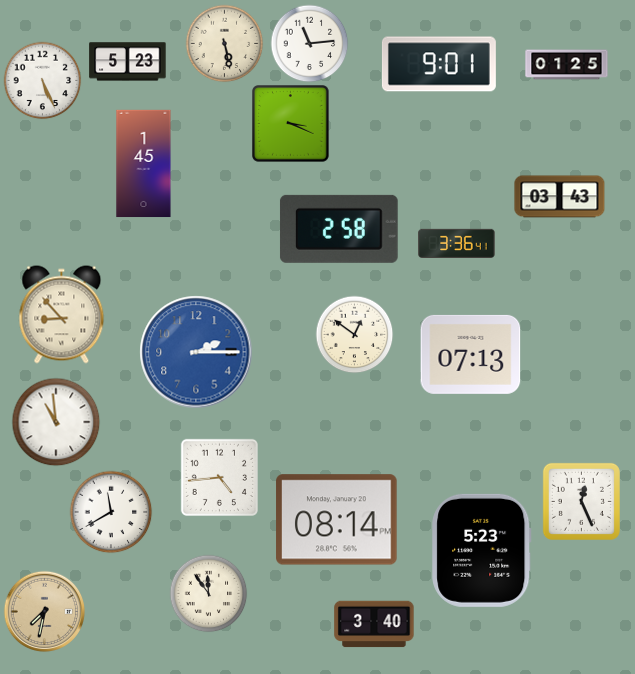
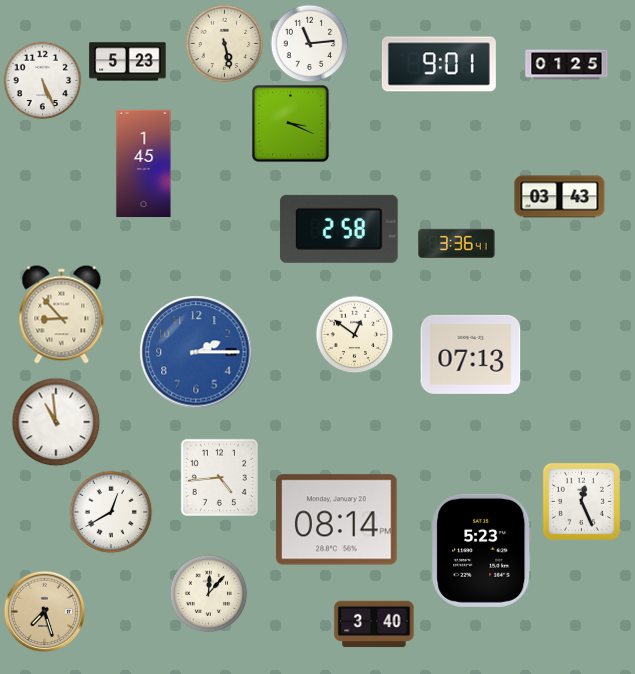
clock at (111, 512): 11:40 -> 12:40
clock at (208, 593): 11:54 -> 12:07
clock at (44, 611): 7:32 -> 7:27
